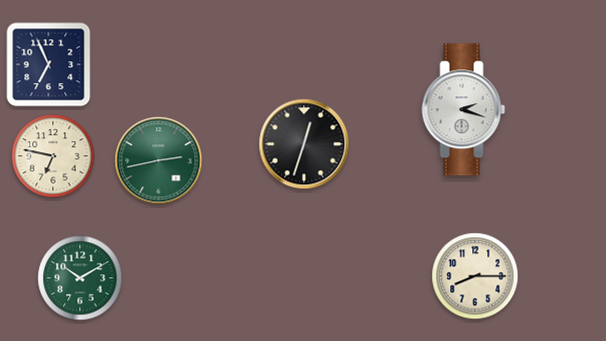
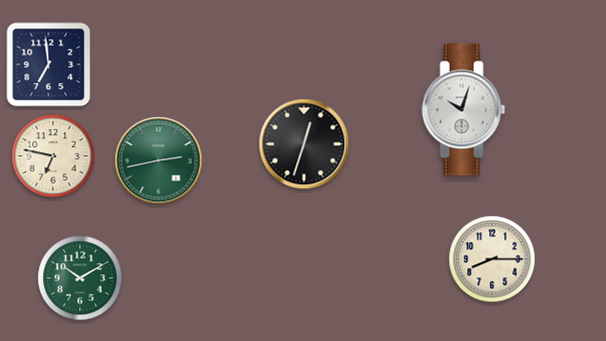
clock at (49, 65): 6:56 -> 6:59
clock at (464, 110): 2:18 -> 10:03
clock at (475, 276) position: (475, 276) -> (492, 259)
